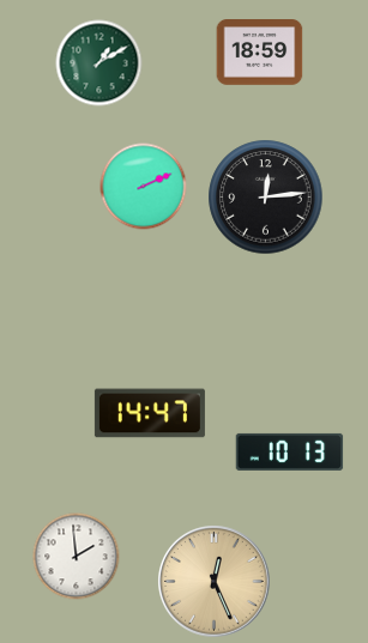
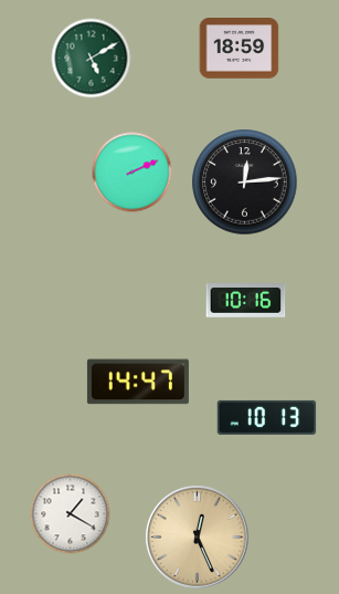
clock at (99, 63): 1:10 -> 5:10
clock at (246, 301): none -> 10:16
clock at (77, 557): 1:59 -> 1:20
